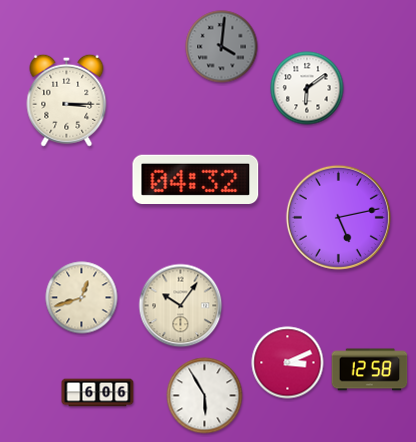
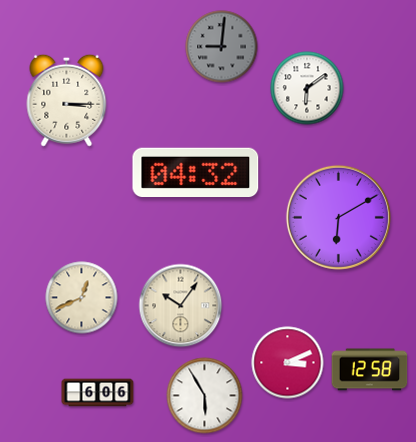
clock at (222, 47): 4:01 -> 9:01
clock at (196, 179) position: (196, 179) -> (196, 172)
clock at (338, 217): 5:13 -> 6:10
clock at (82, 298): 12:42 -> 12:41
